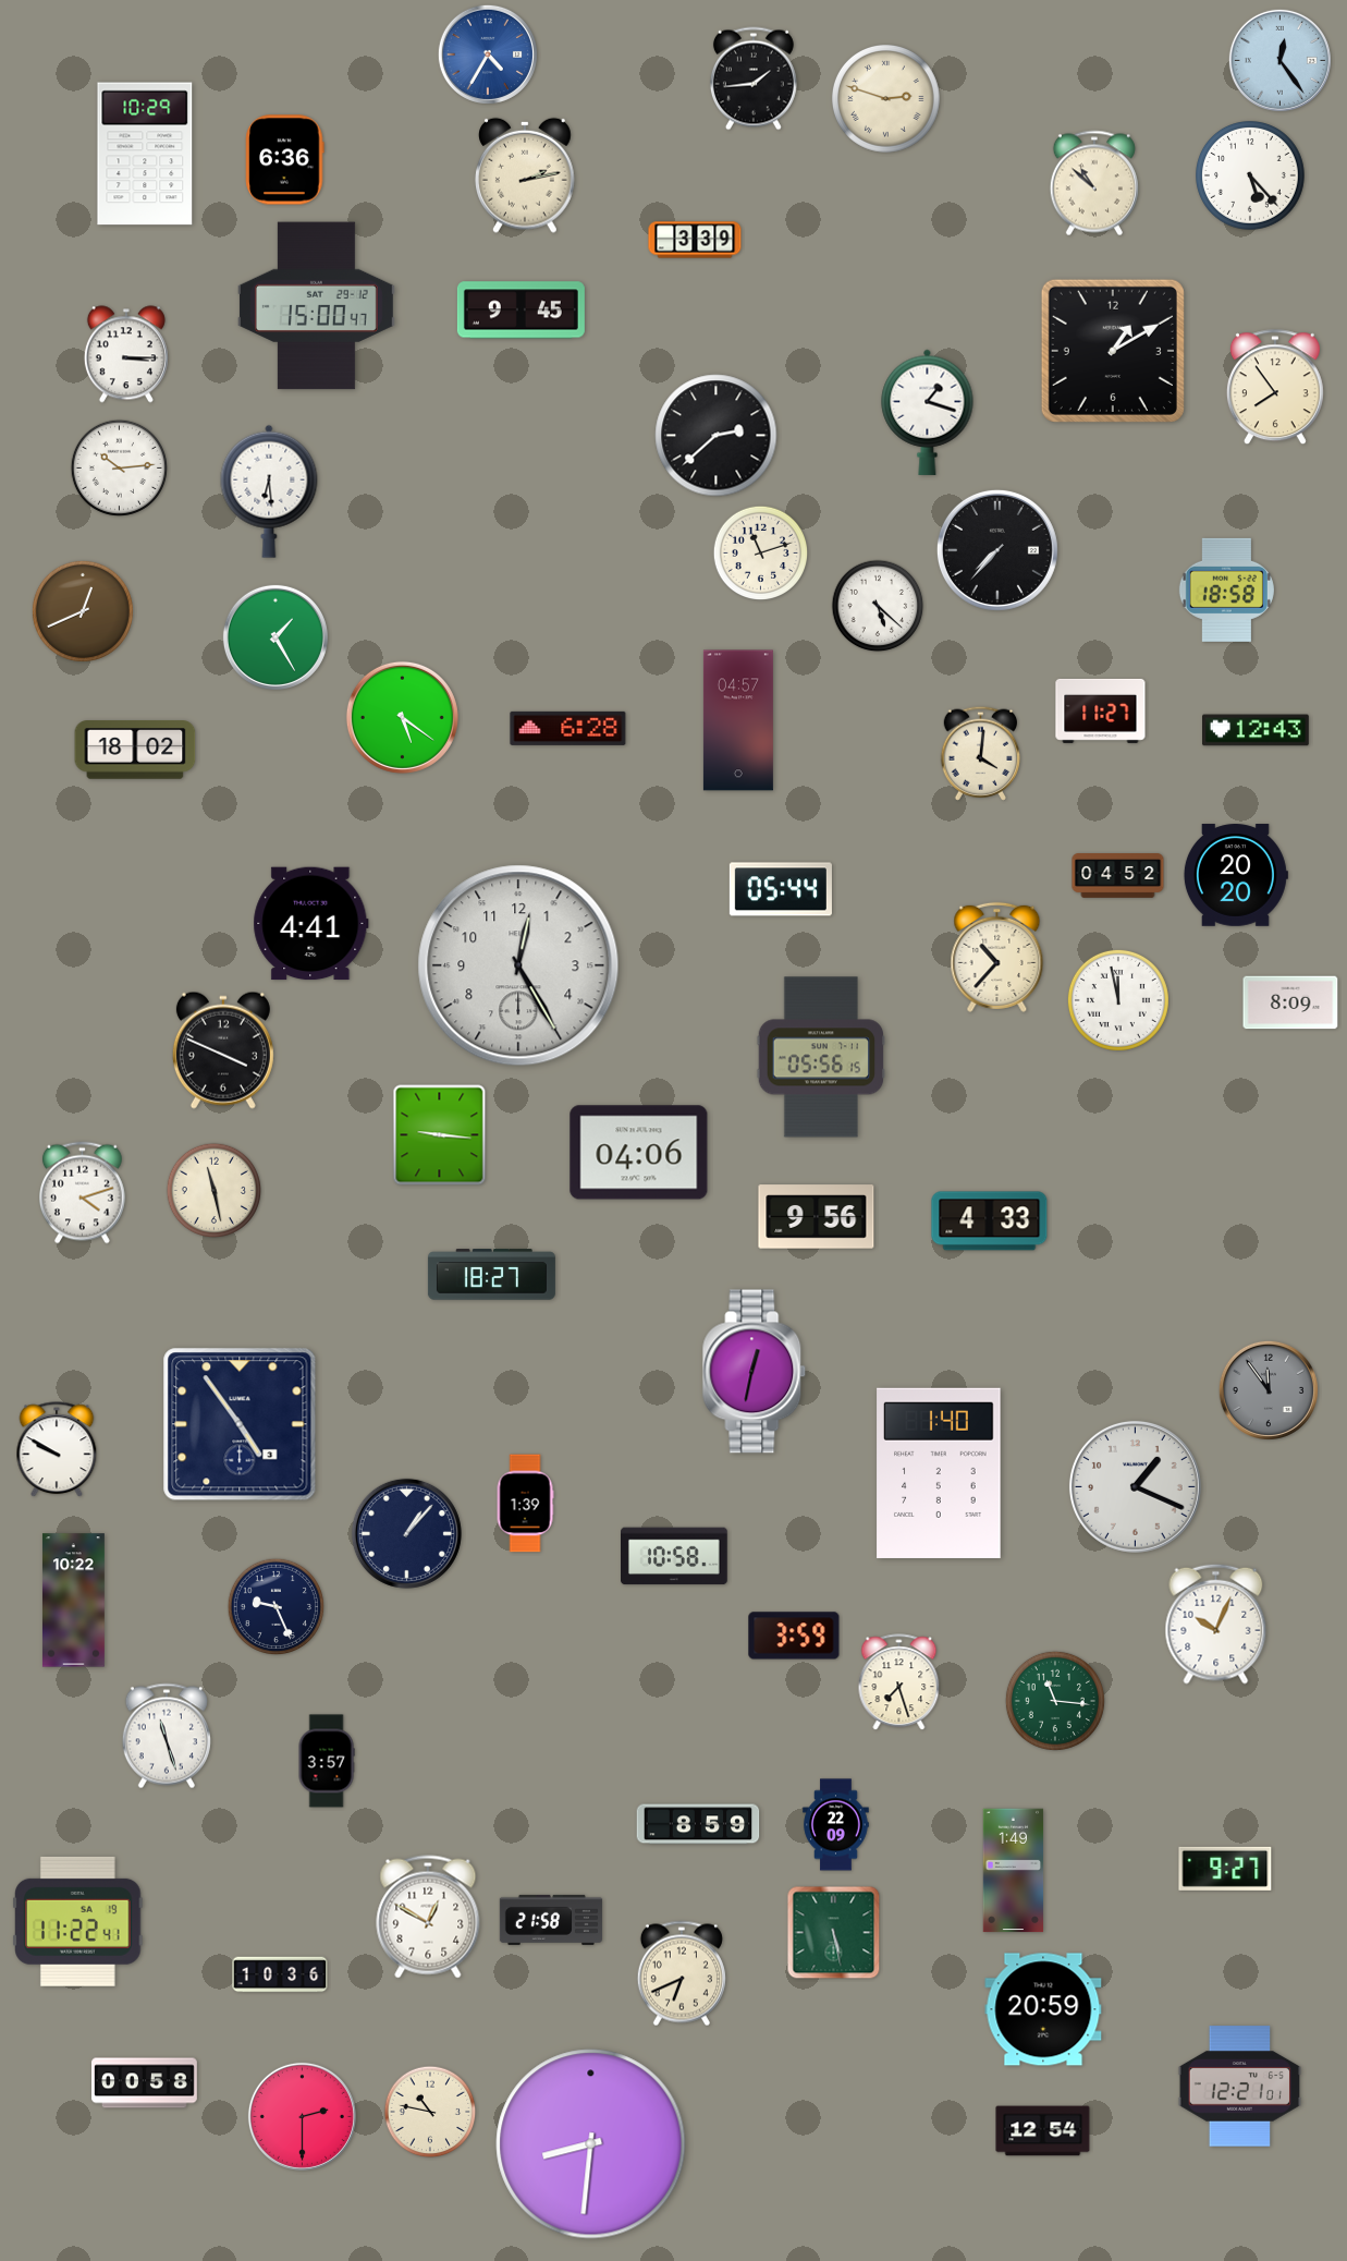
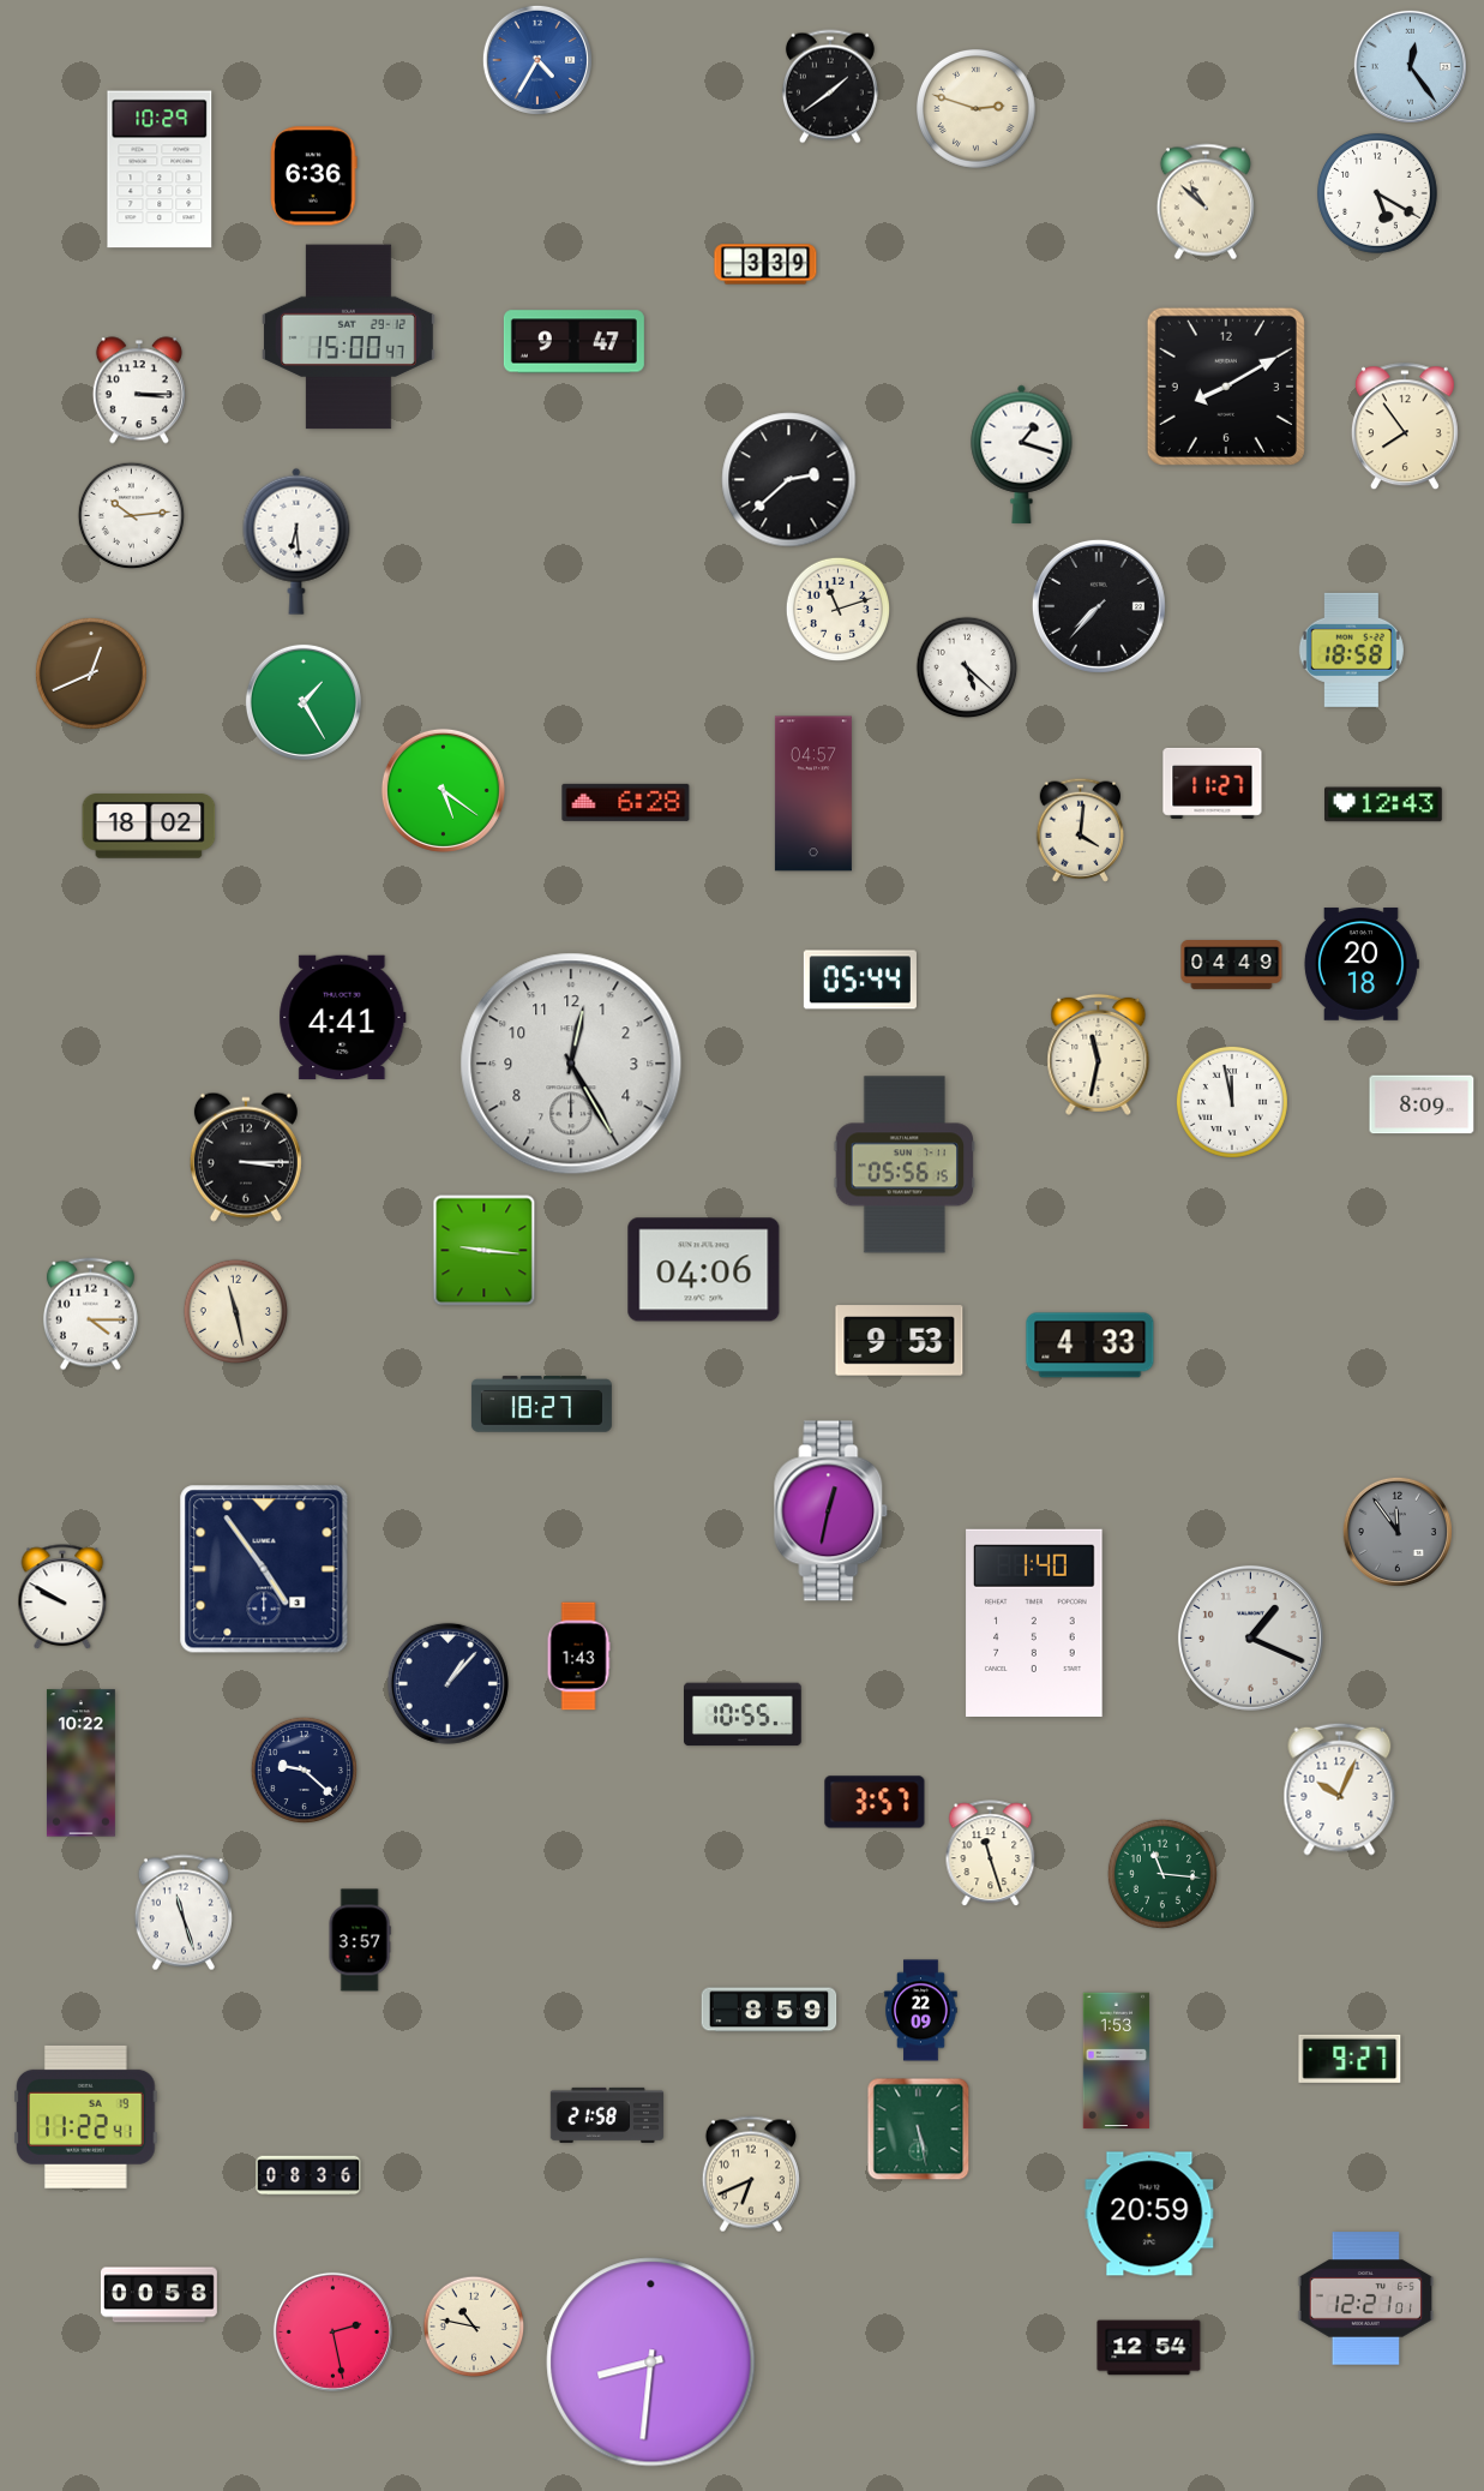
clock at (754, 78): 1:44 -> 1:39
clock at (526, 175): 2:13 -> none
clock at (1251, 177): 5:23 -> 5:20
clock at (521, 311): 9:45 -> 9:47
clock at (1113, 351): 1:10 -> 8:10
clock at (1235, 875): 20:20 -> 20:18
clock at (1118, 876): 04:52 -> 04:49
clock at (997, 957): 10:37 -> 11:32
clock at (223, 1050): 3:49 -> 3:15
clock at (83, 1193): 4:12 -> 4:15
clock at (817, 1217): 9:56 -> 9:53
clock at (525, 1504): 1:39 -> 1:43
clock at (406, 1533) position: (406, 1533) -> (447, 1683)
clock at (675, 1556): 10:58 -> 10:55
clock at (275, 1606): 9:26 -> 9:22
clock at (794, 1636): 3:59 -> 3:57
clock at (899, 1682): 7:27 -> 11:27
clock at (1014, 1871): 1:49 -> 1:53
clock at (428, 1917): 12:50 -> none
clock at (280, 1974): 10:36 -> 08:36
clock at (302, 2116): 2:30 -> 2:28
